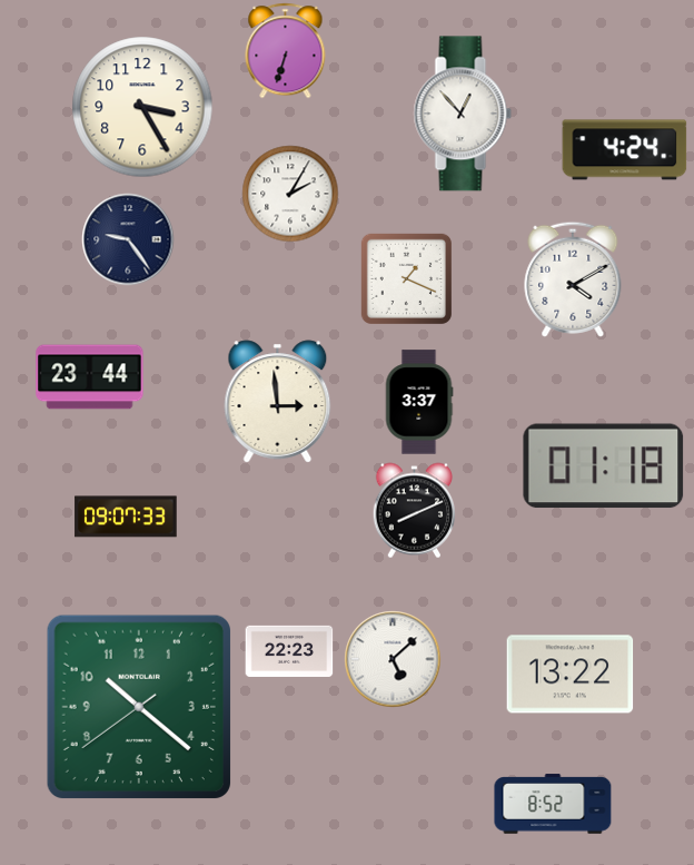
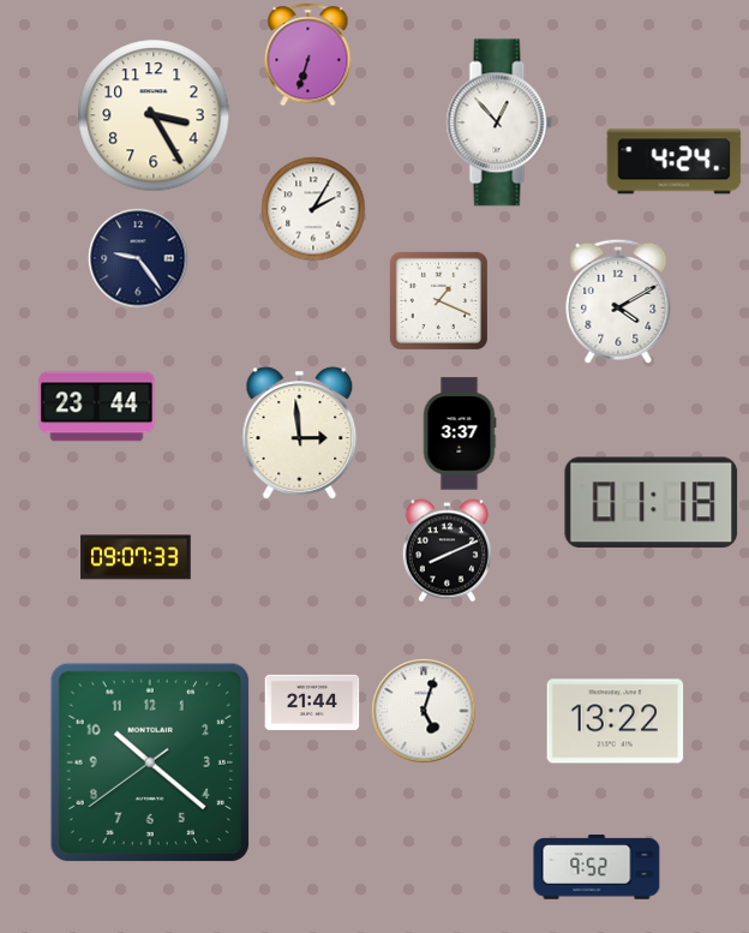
clock at (419, 402) position: (419, 402) -> (460, 433)
clock at (289, 651): 22:23 -> 21:44
clock at (393, 659): 5:08 -> 5:03
clock at (571, 675) position: (571, 675) -> (616, 722)
clock at (553, 804): 8:52 -> 9:52
